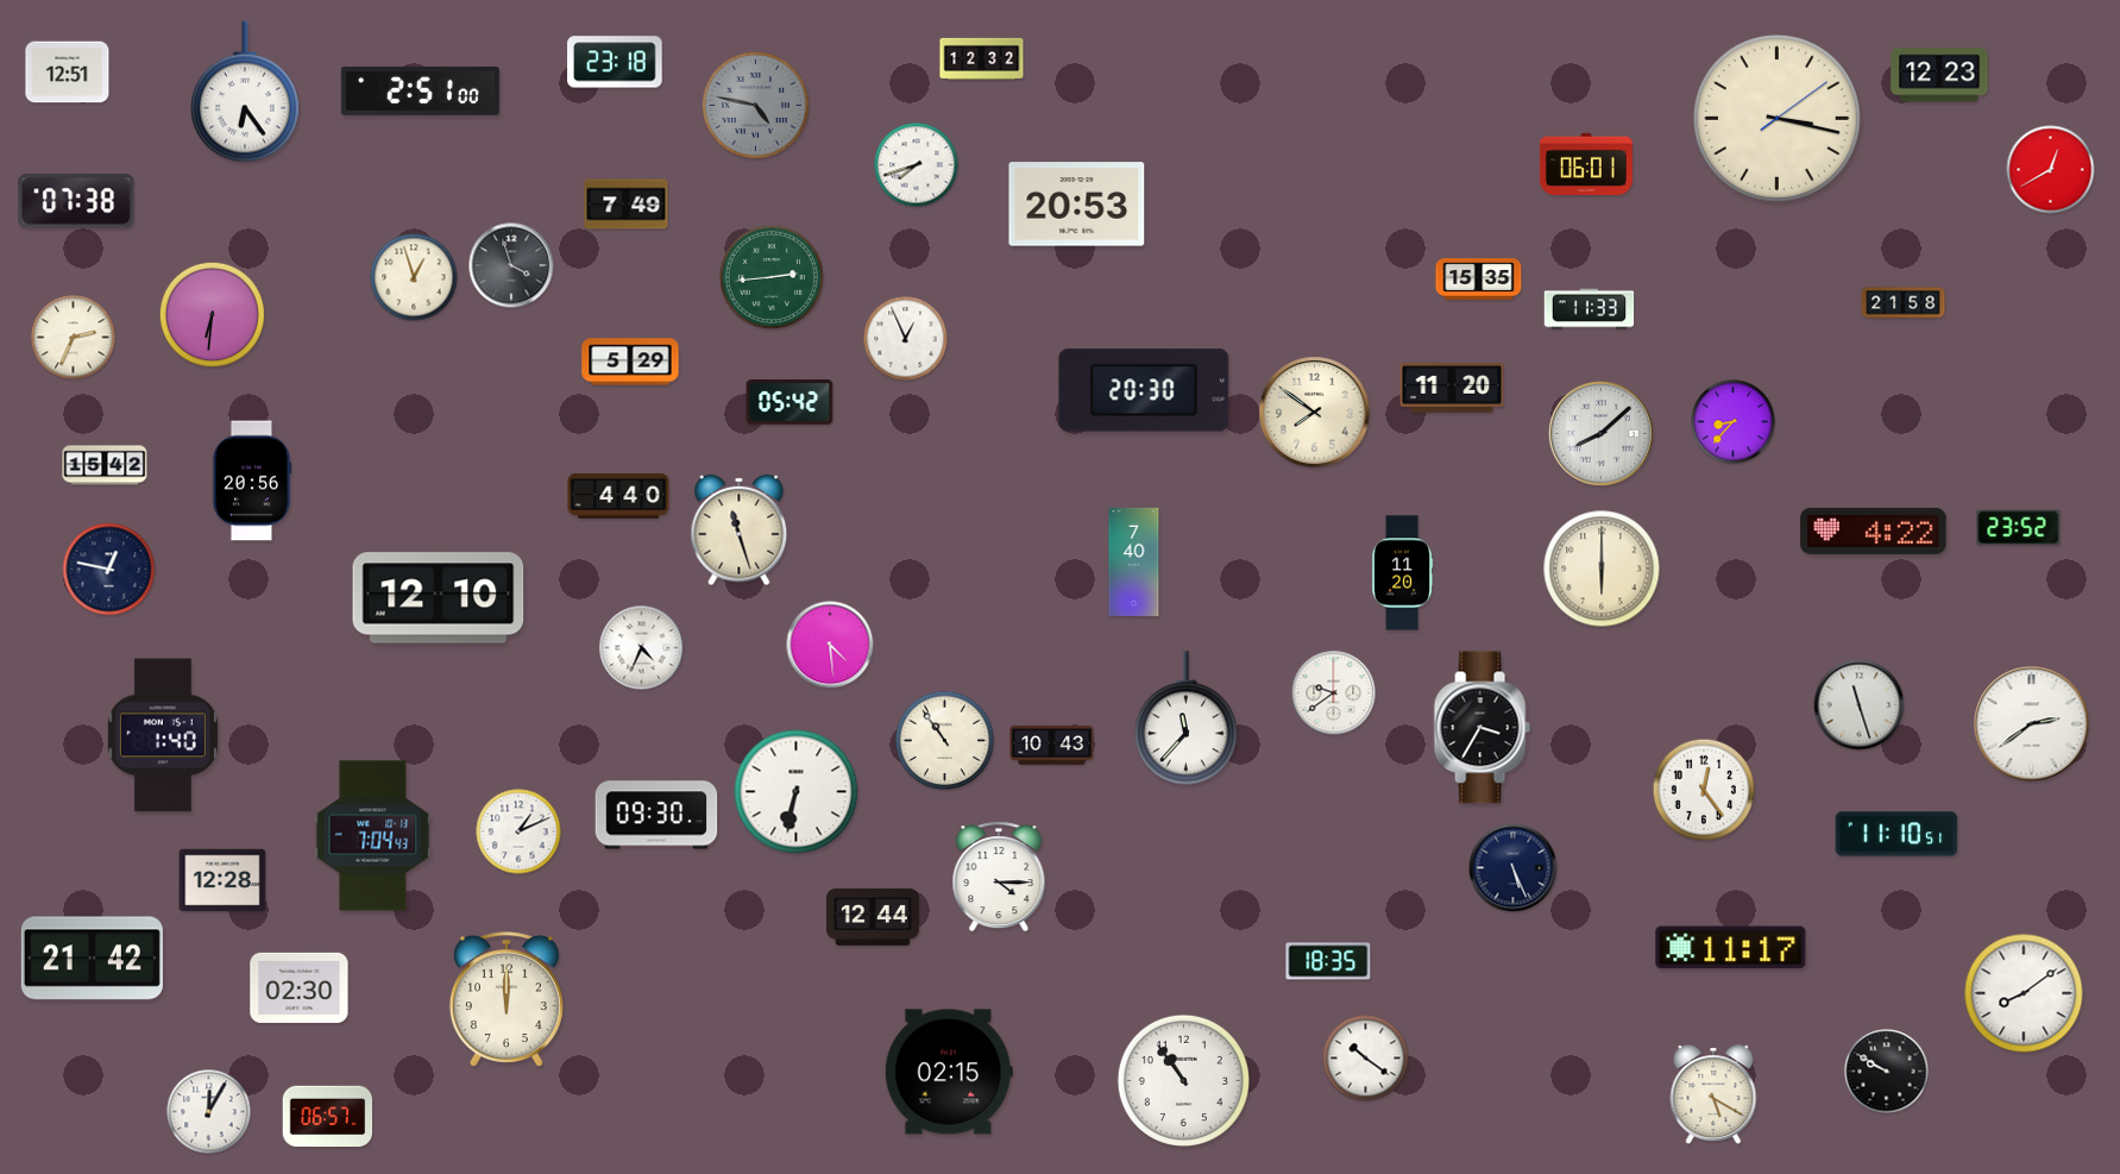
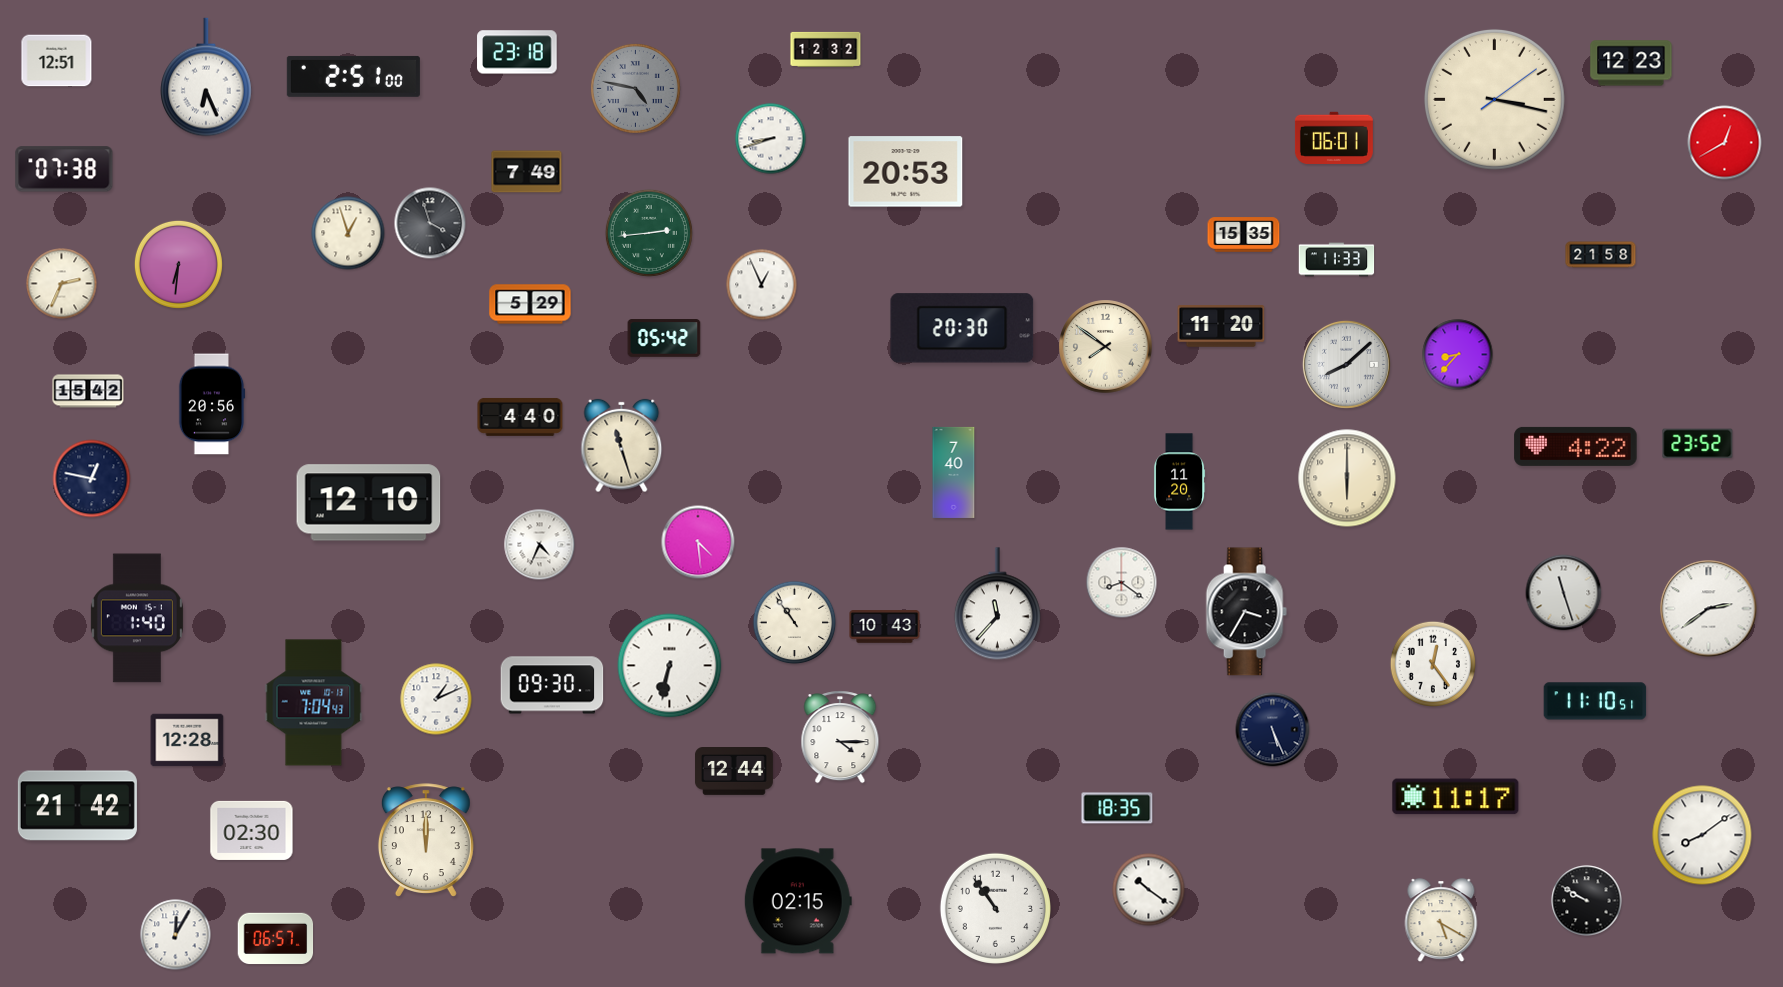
clock at (245, 92): 6:24 -> 6:26
clock at (917, 165): 7:42 -> 8:42
clock at (1334, 693): 9:39 -> 8:21
